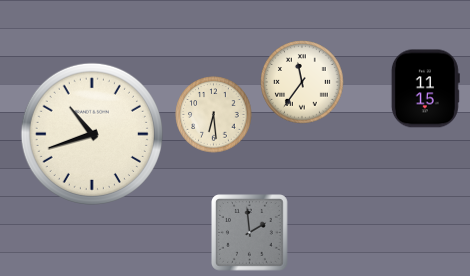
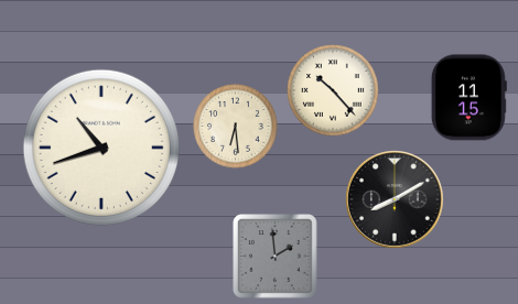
clock at (302, 82): 11:36 -> 10:23
clock at (395, 199): none -> 8:10
